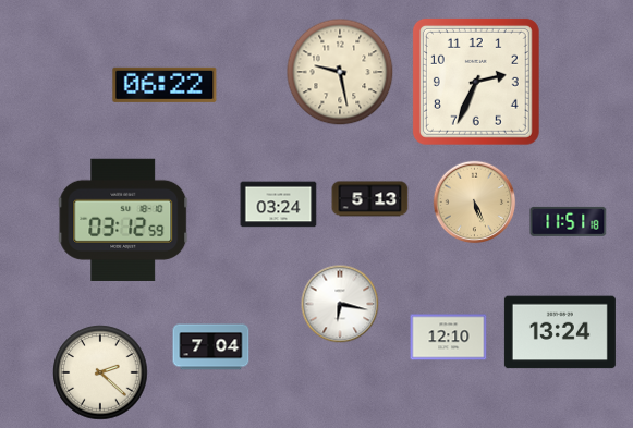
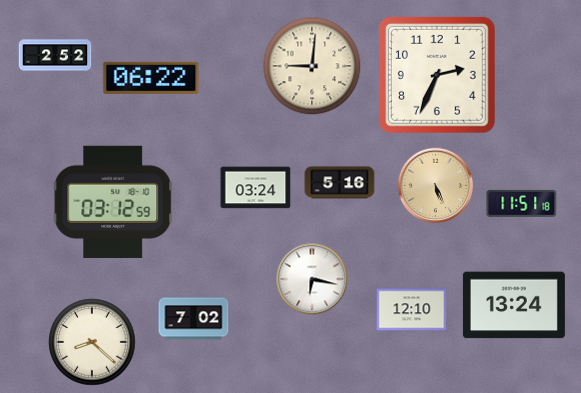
clock at (55, 55): none -> 2:52
clock at (340, 72): 9:28 -> 9:01
clock at (370, 199): 5:13 -> 5:16
clock at (211, 347): 7:04 -> 7:02
clock at (100, 372): 2:22 -> 8:22
